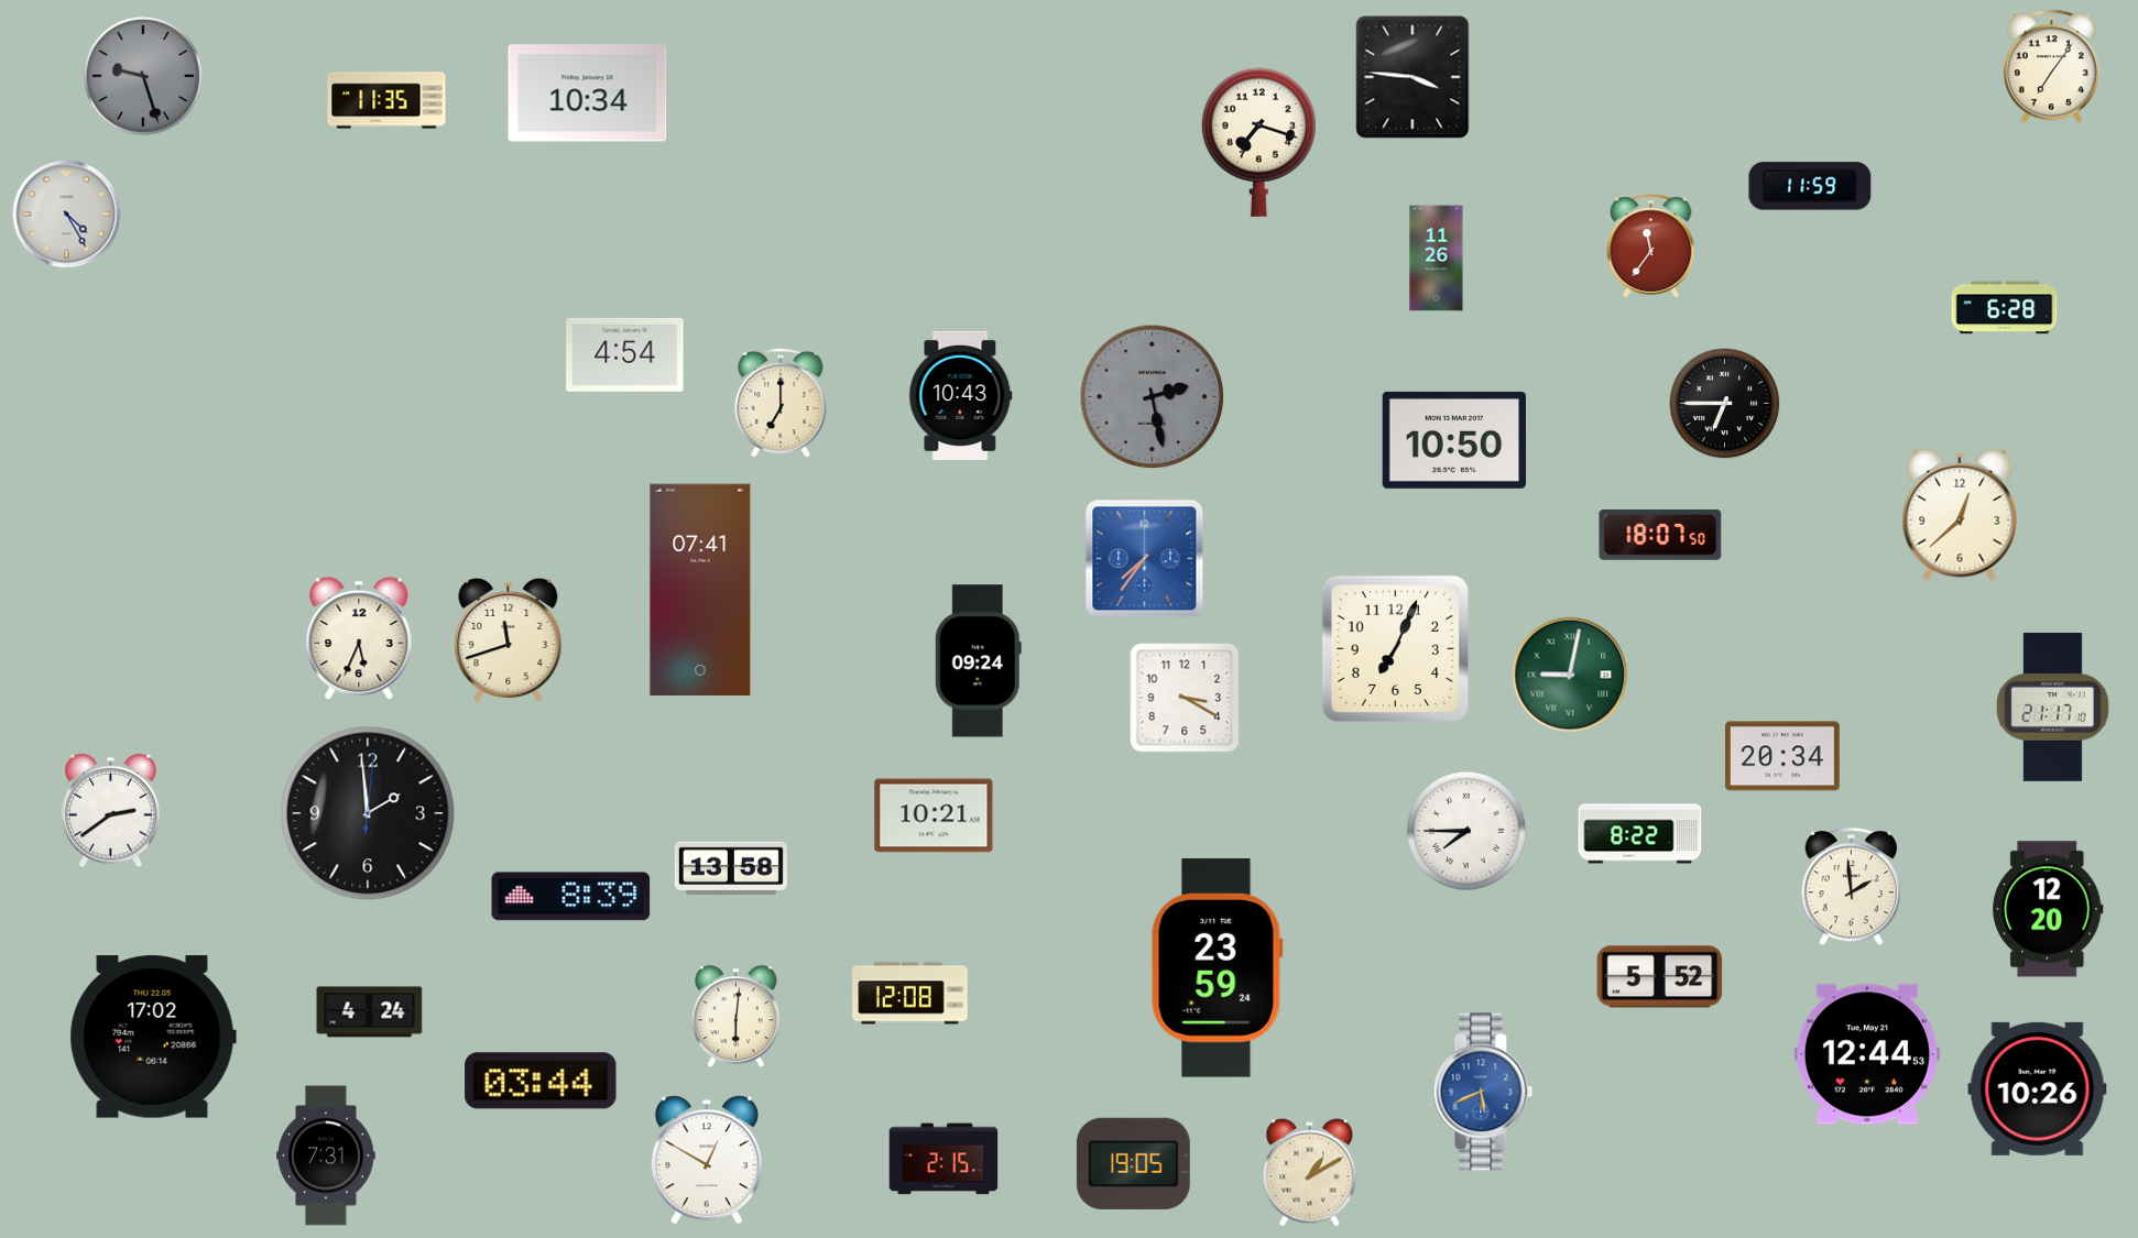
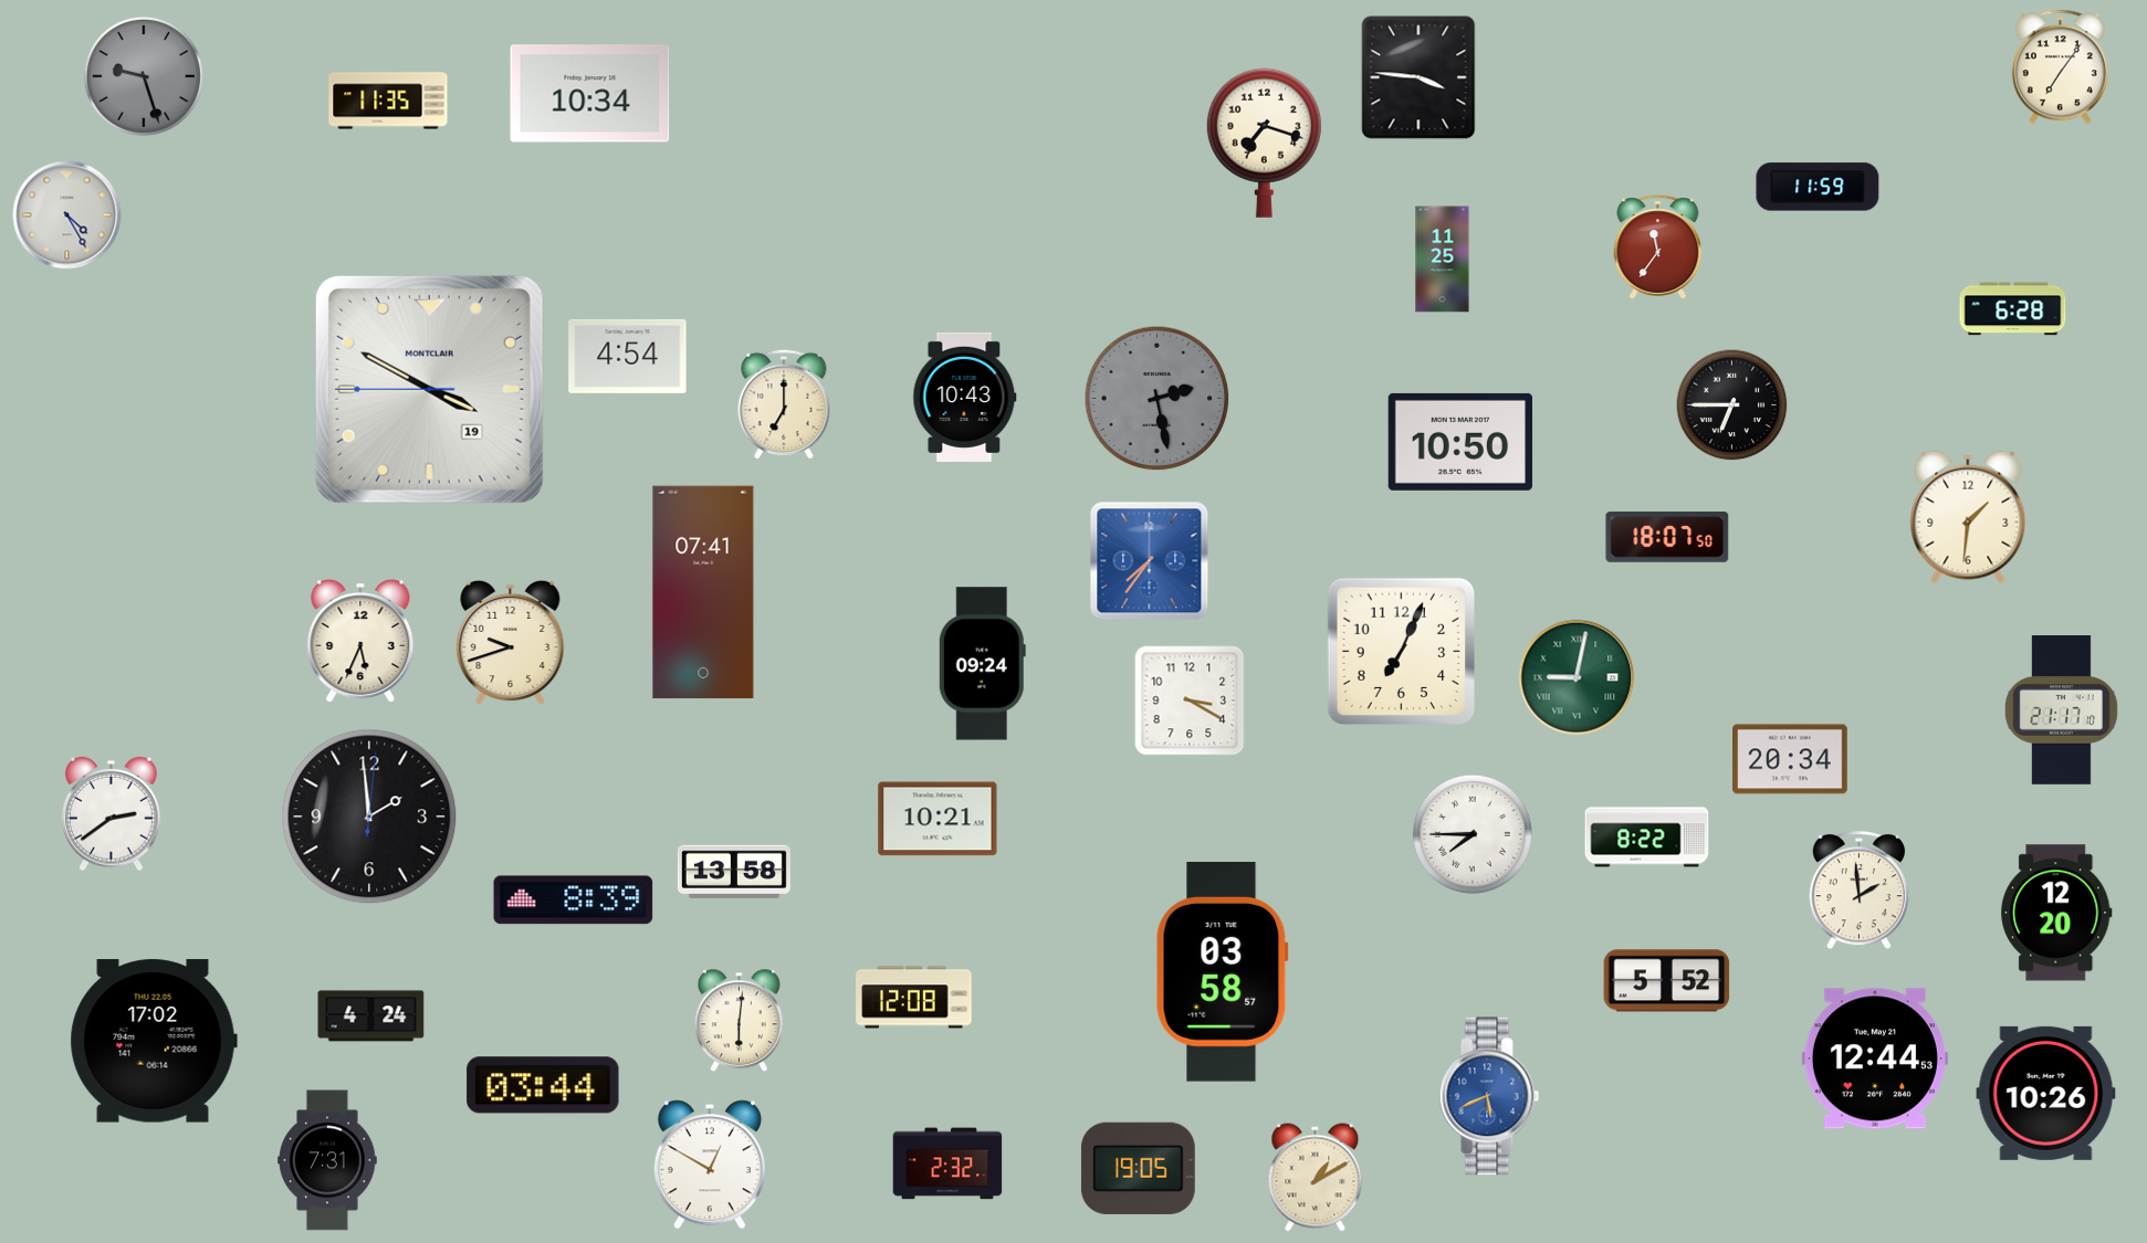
clock at (1437, 259): 11:26 -> 11:25
clock at (429, 389): none -> 3:49
clock at (1960, 515): 12:38 -> 1:31
clock at (509, 640): 11:42 -> 9:42
clock at (1217, 968): 23:59 -> 03:58
clock at (943, 1159): 2:15 -> 2:32
